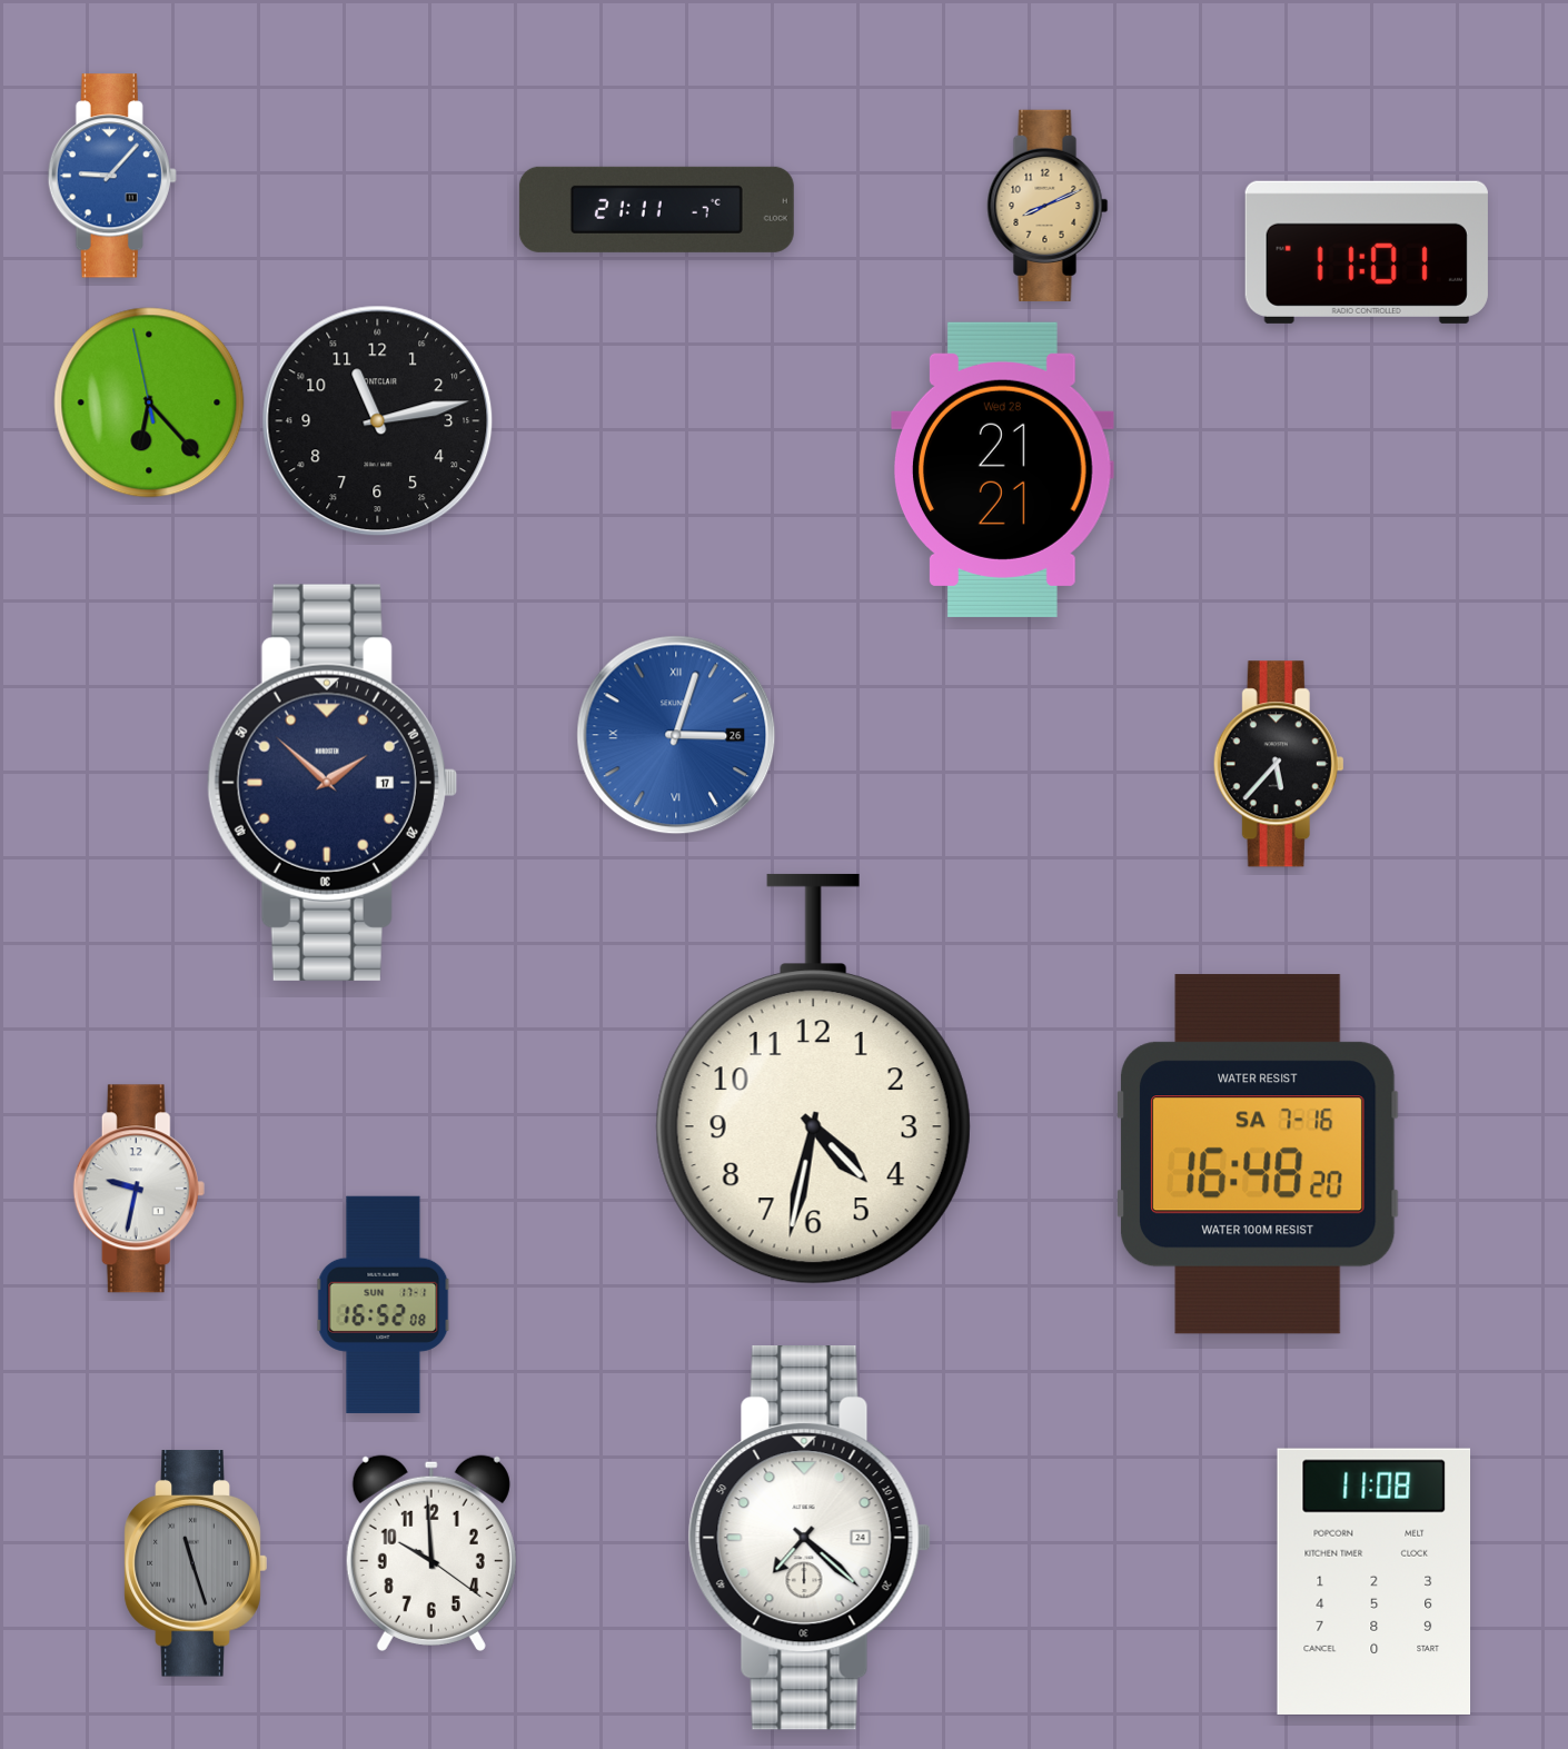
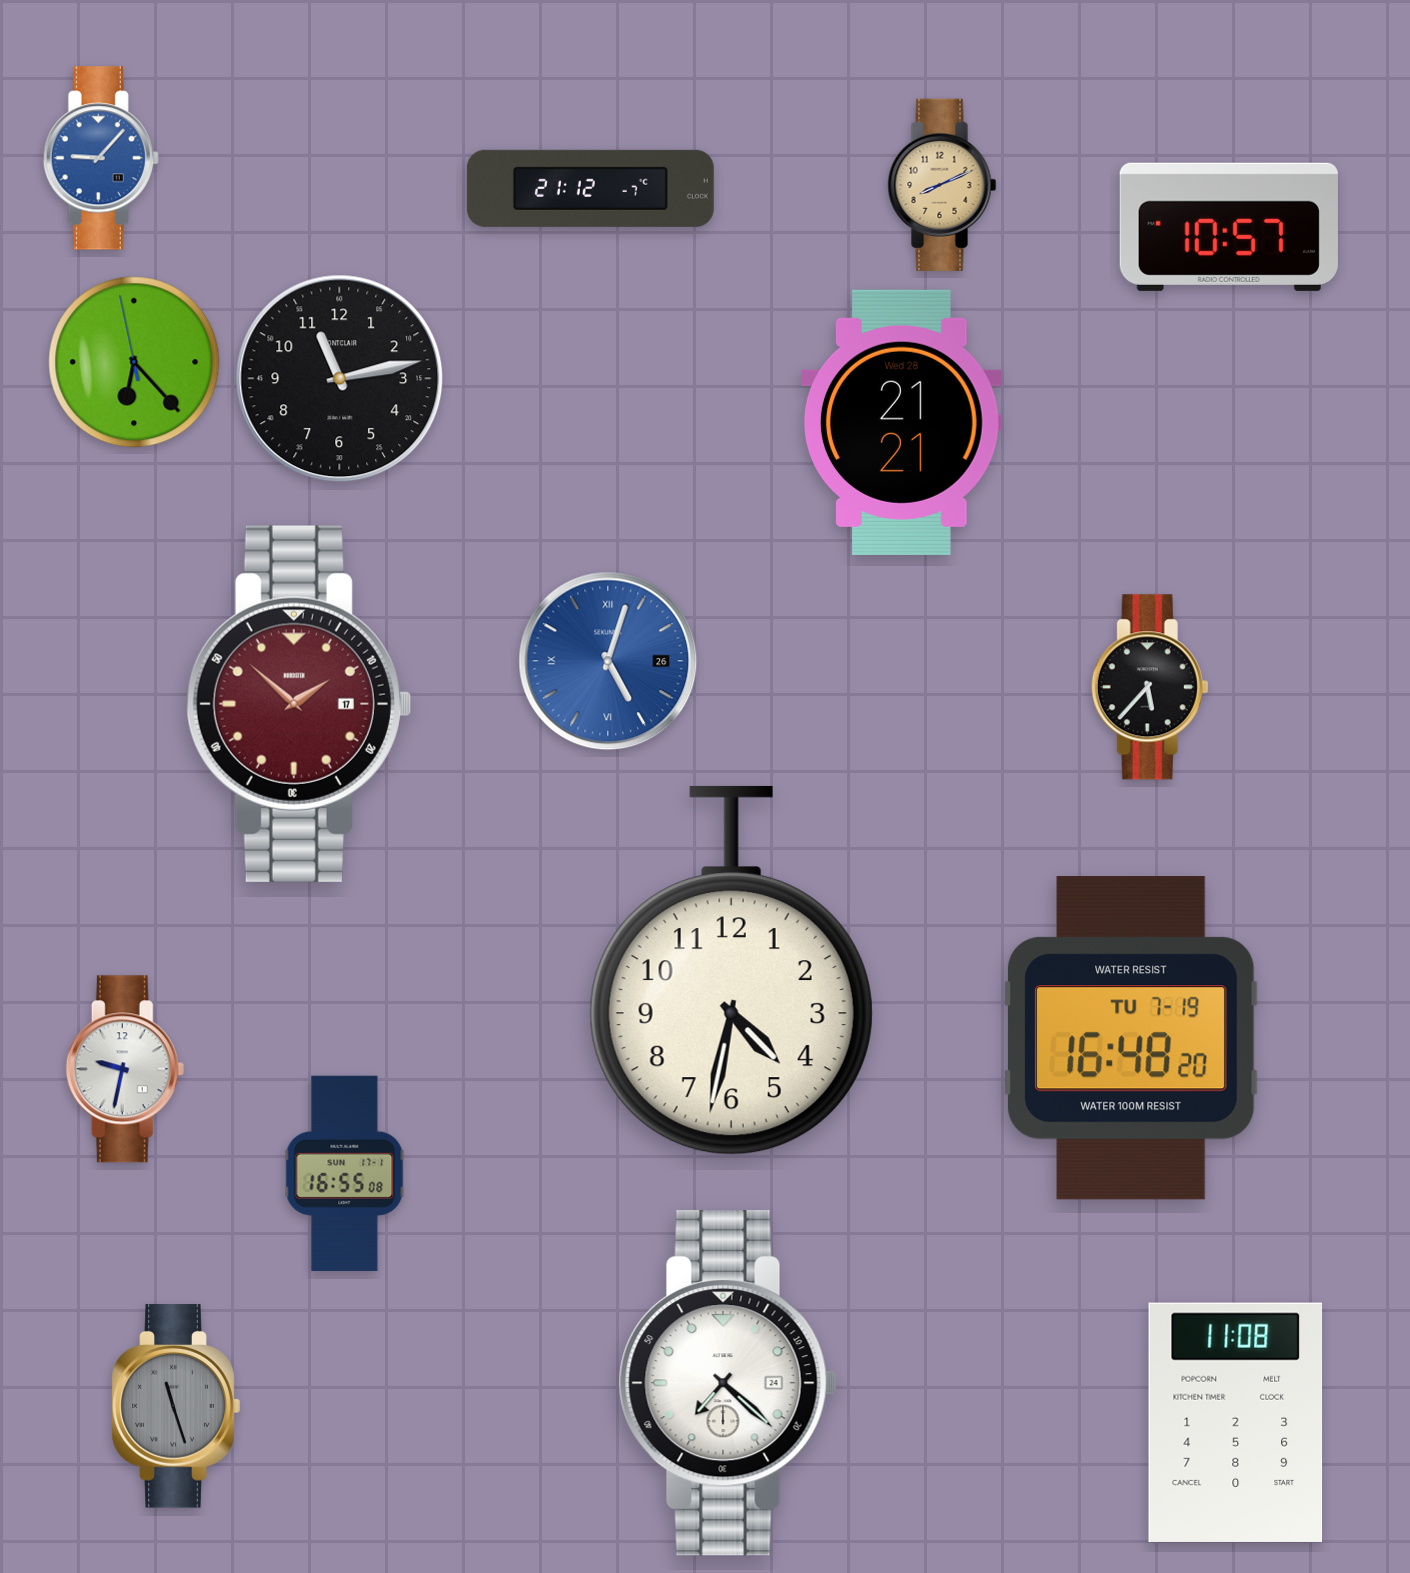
clock at (656, 209): 21:11 -> 21:12
clock at (1367, 252): 11:01 -> 10:57
clock at (676, 735): 3:03 -> 5:03
clock at (331, 783) dial: navy -> burgundy
clock at (1258, 1154) date: SA 7-16 -> TU 7-19
clock at (384, 1304): 16:52 -> 16:55
clock at (431, 1553): 9:59 -> none
